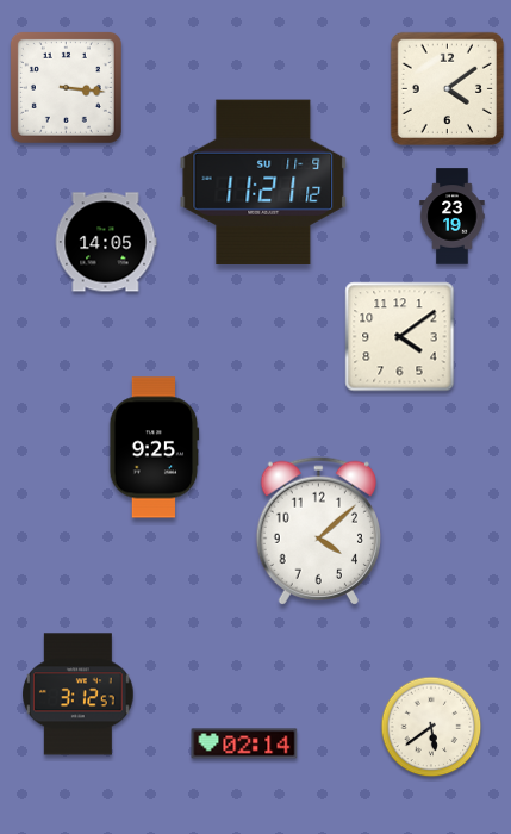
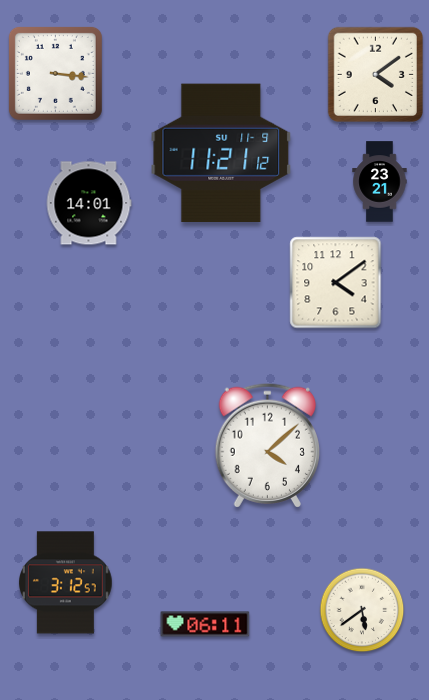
clock at (453, 217): 23:19 -> 23:21
clock at (106, 242): 14:05 -> 14:01
clock at (155, 448): 9:25 -> none
clock at (244, 743): 02:14 -> 06:11
